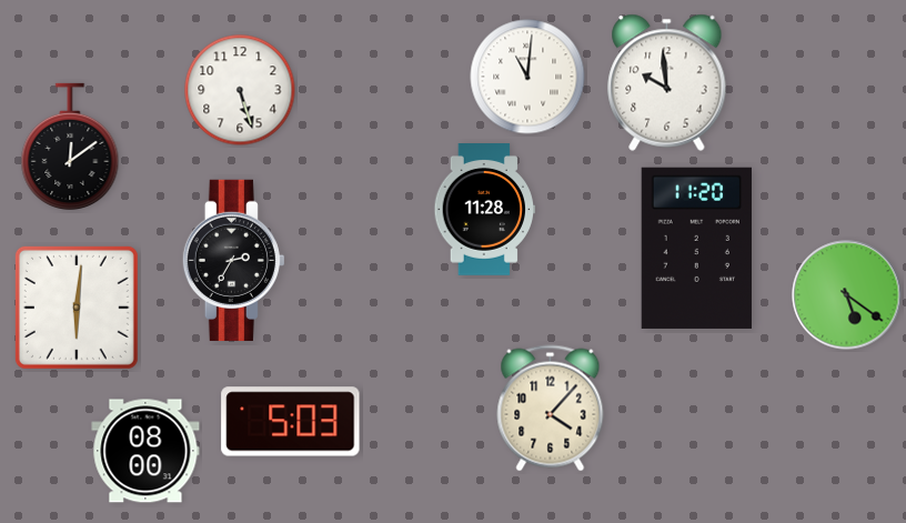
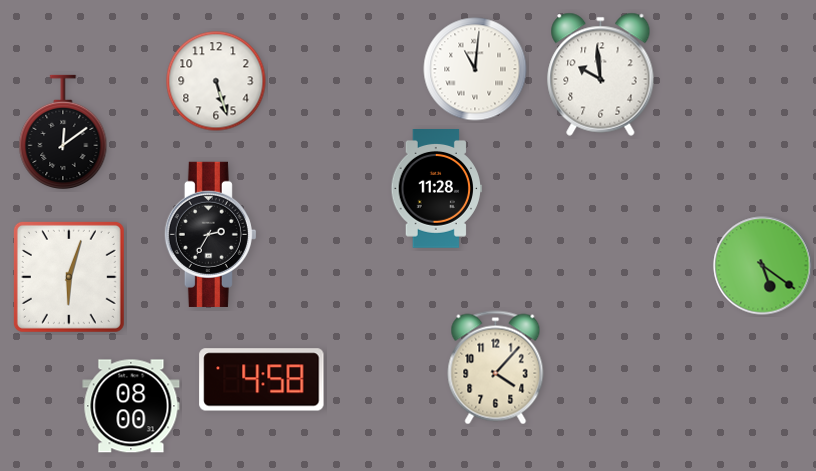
clock at (696, 248): 11:20 -> none
clock at (77, 308): 6:01 -> 6:03
clock at (291, 422): 5:03 -> 4:58
